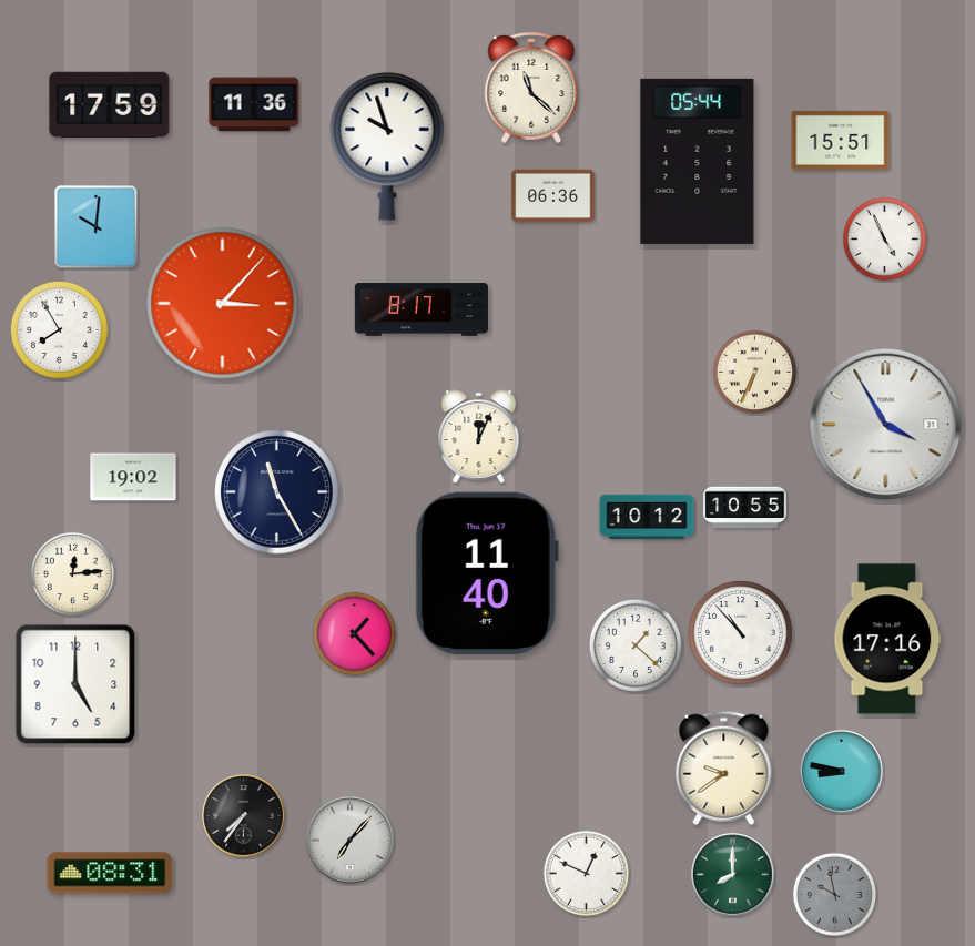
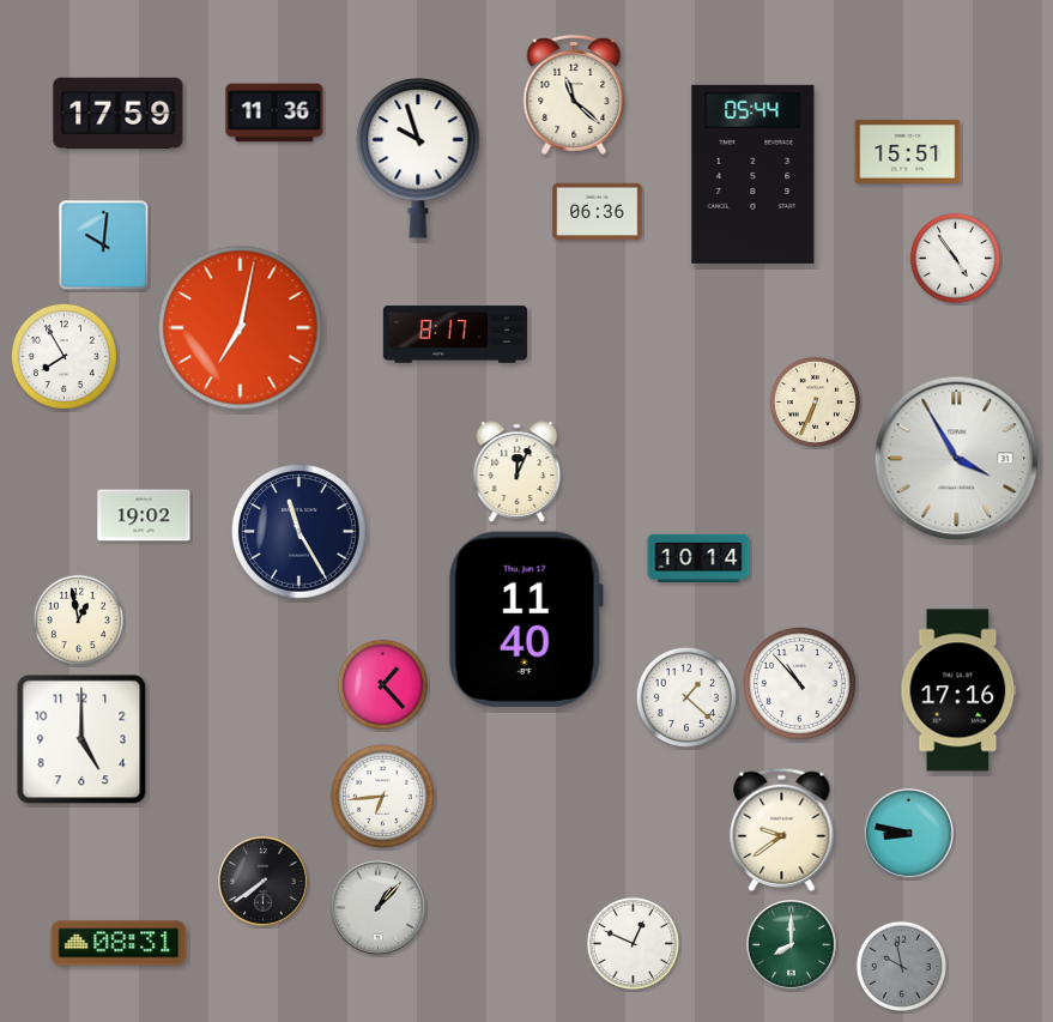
clock at (884, 238): 4:56 -> 4:54
clock at (223, 304): 3:07 -> 7:02
clock at (745, 508): 10:55 -> none
clock at (647, 517): 10:12 -> 10:14
clock at (72, 573): 12:14 -> 12:58
clock at (382, 796): none -> 6:44
clock at (244, 816): 7:36 -> 7:39
clock at (349, 840): 7:07 -> 1:07
